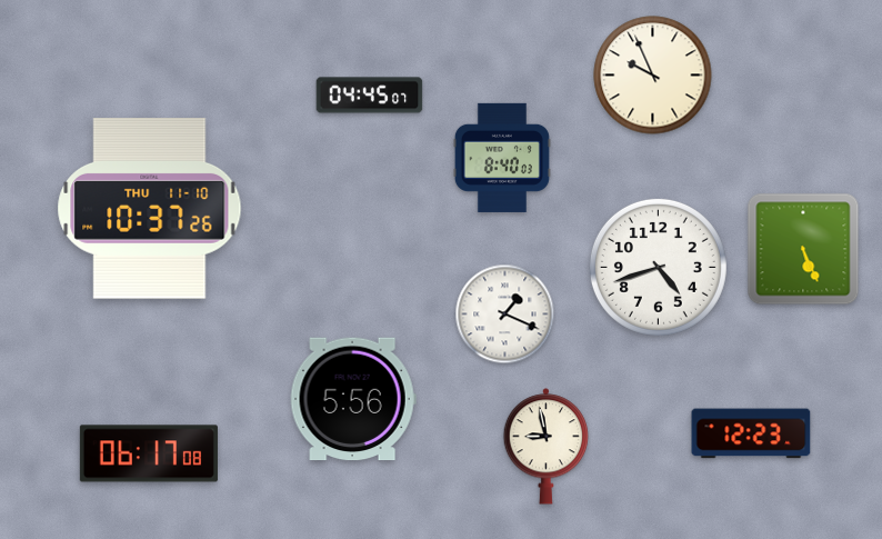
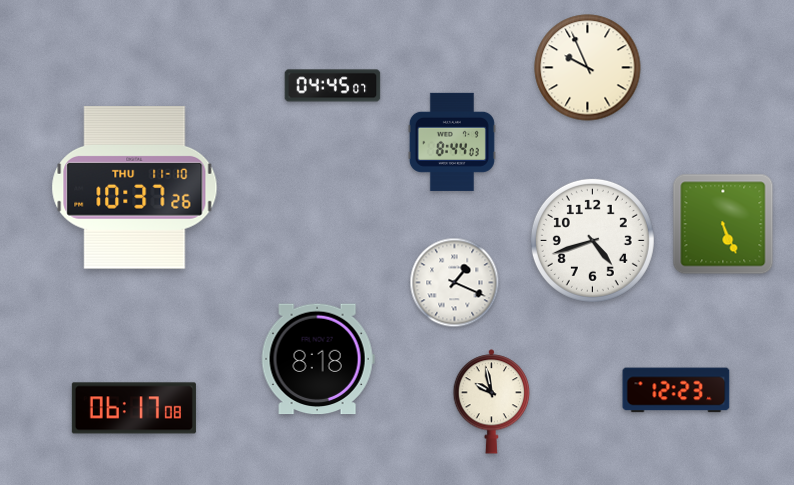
clock at (502, 158): 8:40 -> 8:44
clock at (353, 399): 5:56 -> 8:18
clock at (547, 447): 8:58 -> 9:58
